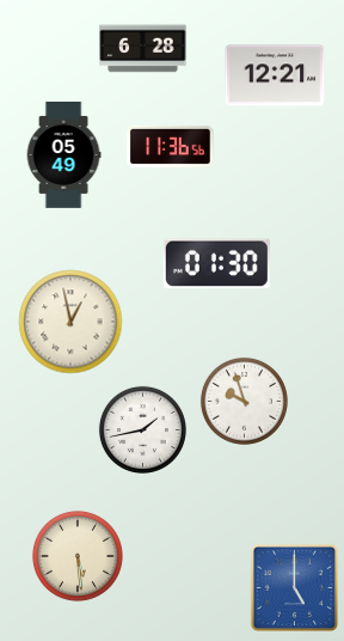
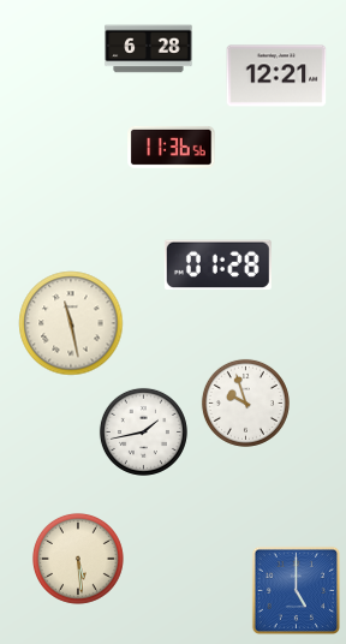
clock at (143, 49) position: (143, 49) -> (149, 49)
clock at (63, 155): 05:49 -> none
clock at (216, 264): 01:30 -> 01:28
clock at (70, 322): 12:58 -> 11:28
